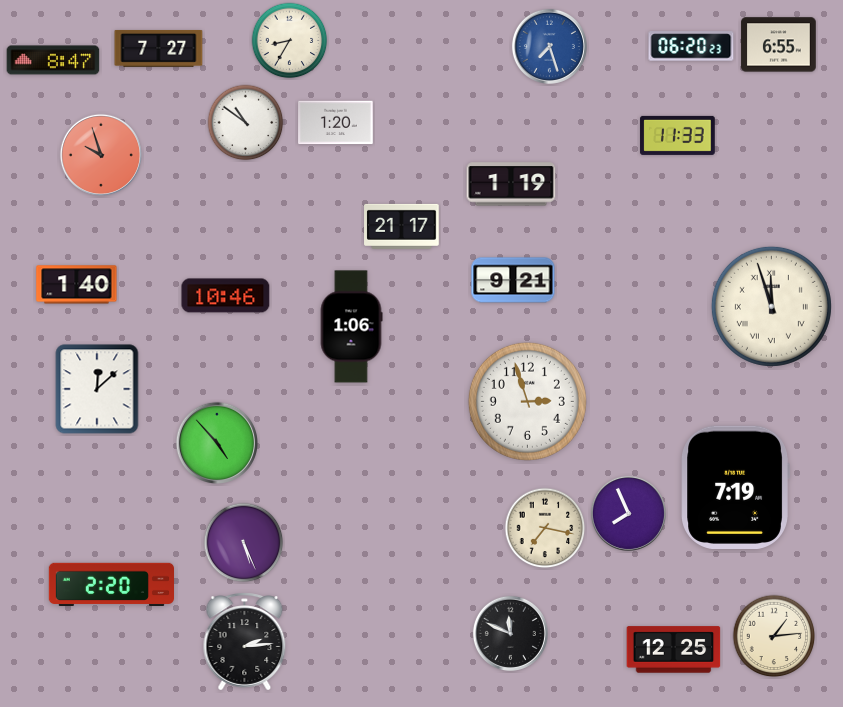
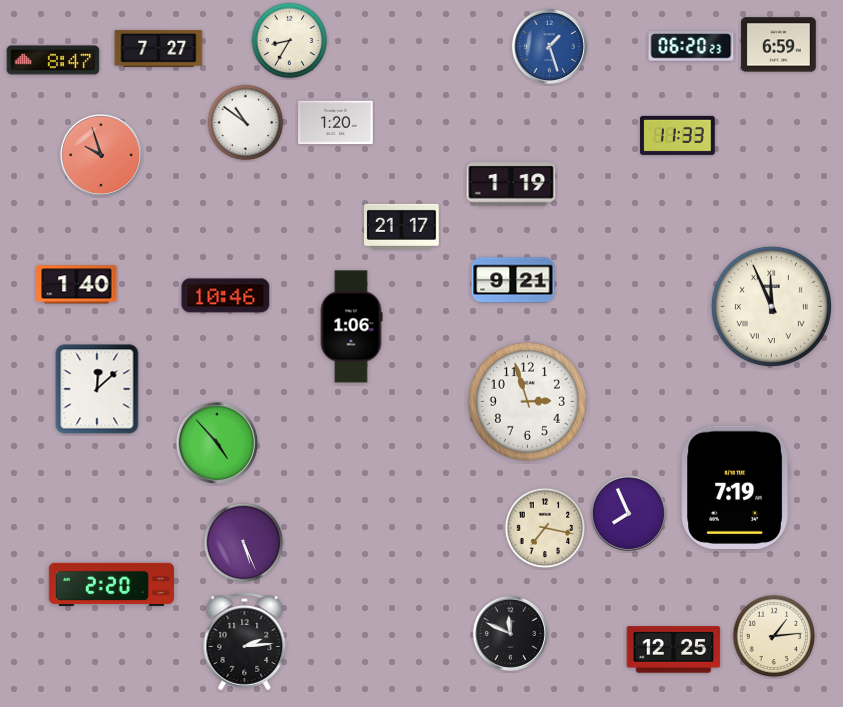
clock at (779, 45): 6:55 -> 6:59
clock at (549, 46): 7:27 -> 1:27
clock at (771, 306): 11:57 -> 11:56
